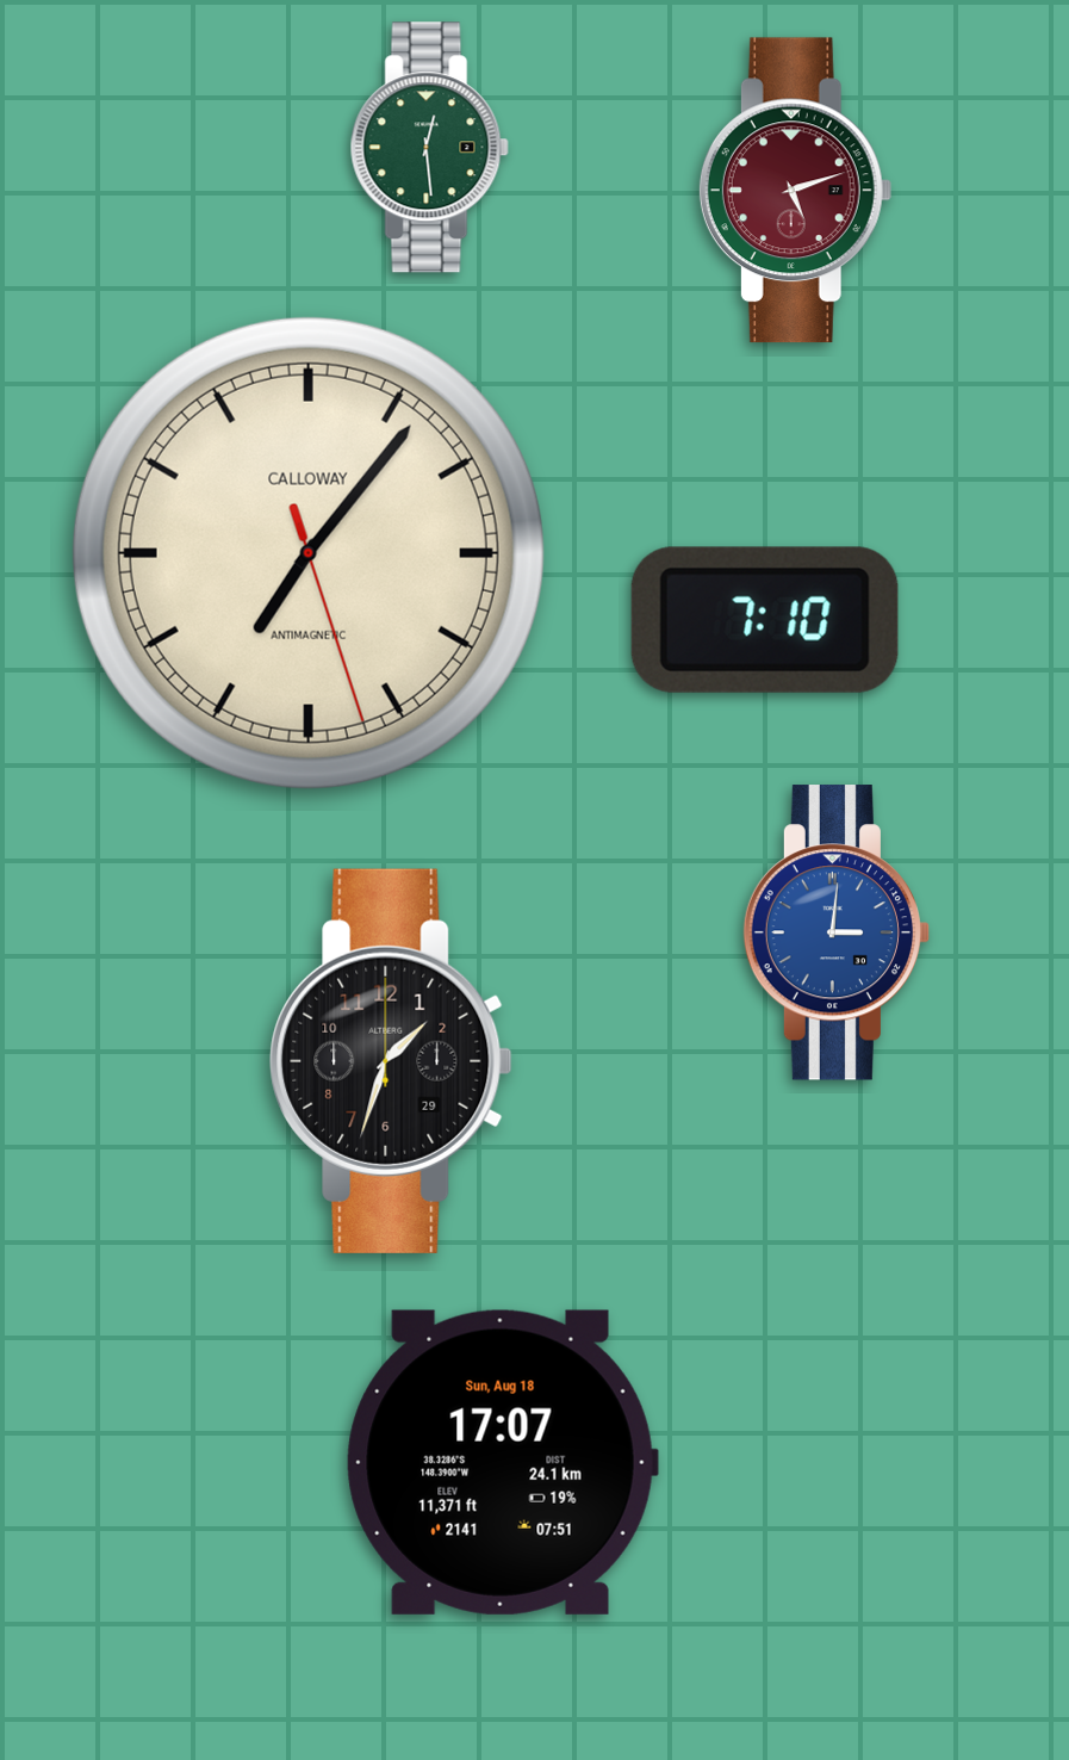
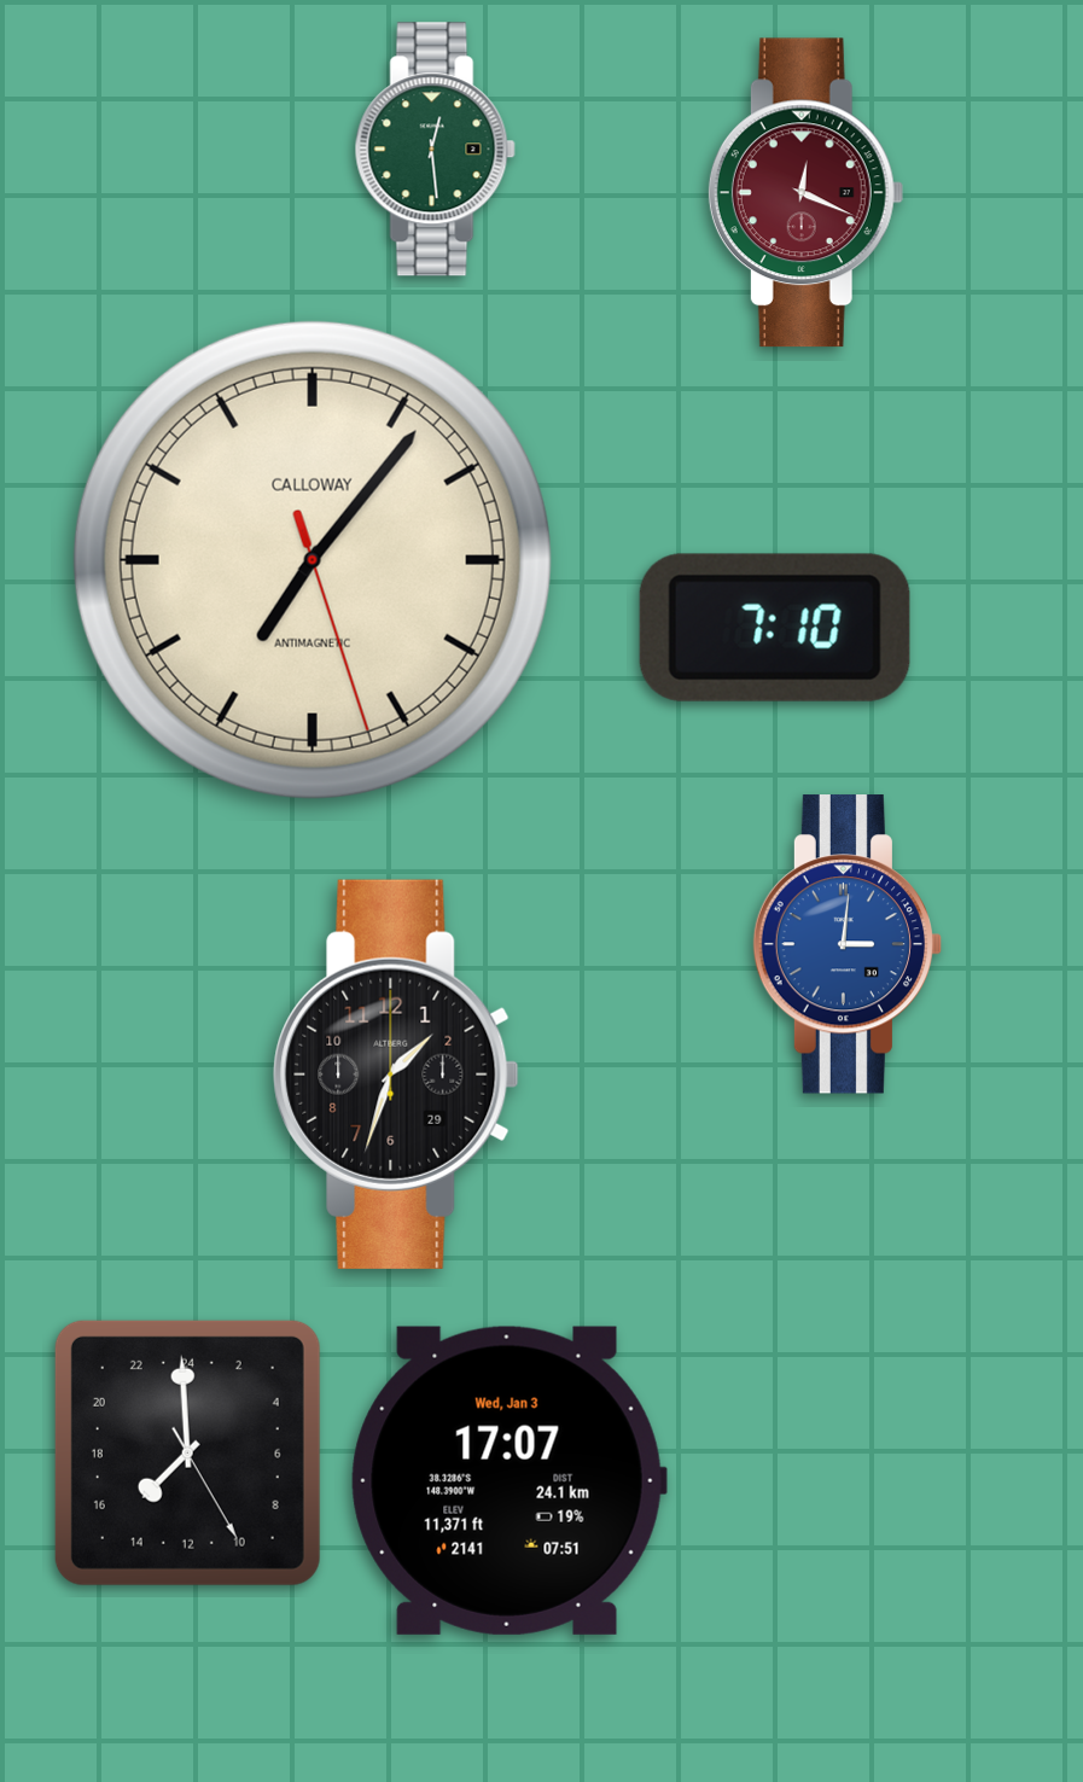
clock at (795, 191): 5:12 -> 12:19
clock at (187, 1452): none -> 14:59
clock at (502, 1462) date: Sun, Aug 18 -> Wed, Jan 3
